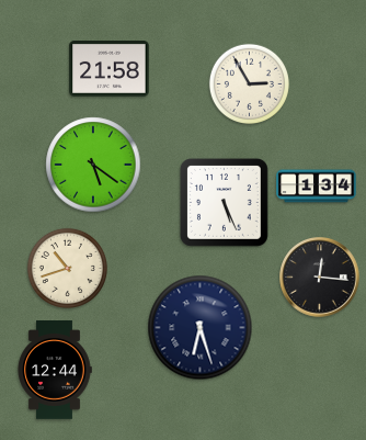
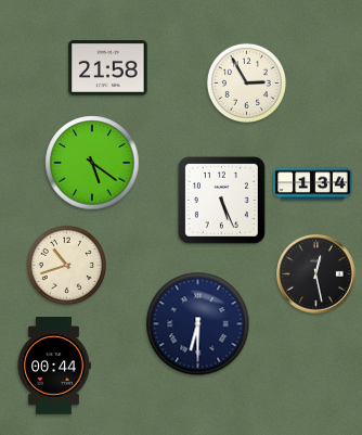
clock at (320, 278): 12:16 -> 12:28
clock at (201, 328): 6:27 -> 6:30
clock at (55, 371): 12:44 -> 00:44
